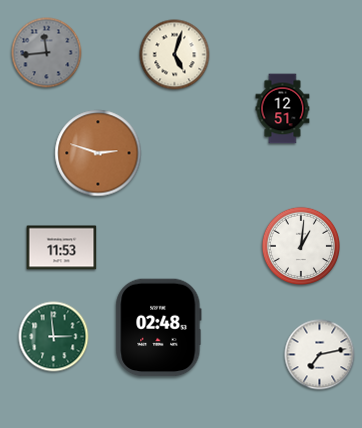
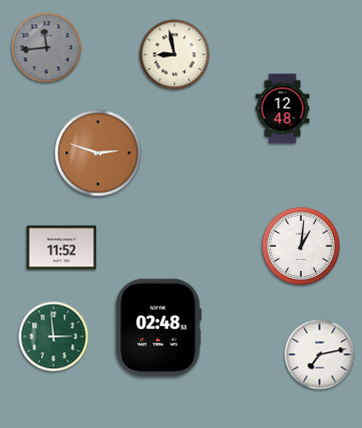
clock at (47, 53) position: (47, 53) -> (47, 48)
clock at (175, 55): 5:03 -> 8:58
clock at (283, 109): 12:51 -> 12:48
clock at (62, 248): 11:53 -> 11:52
